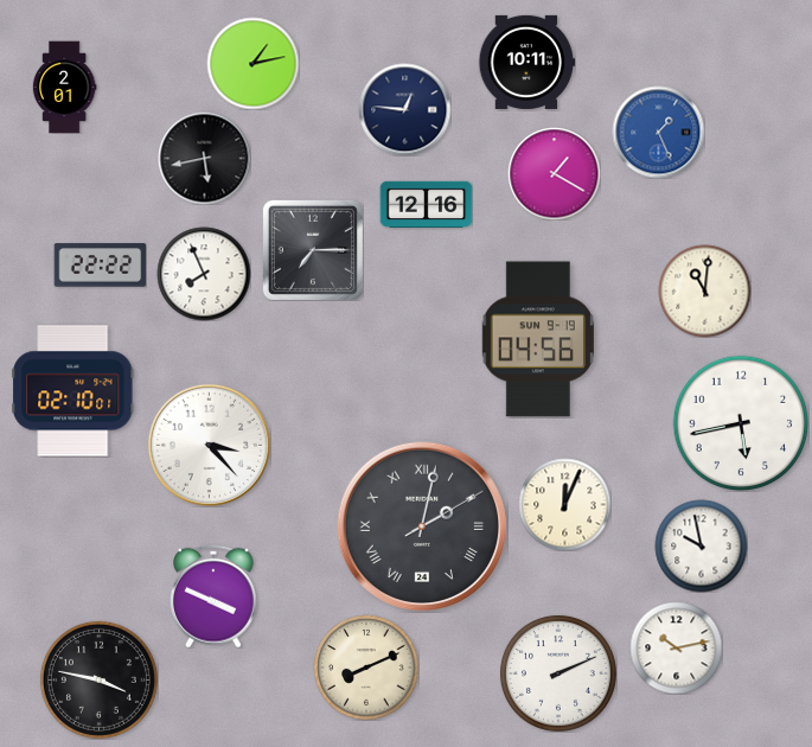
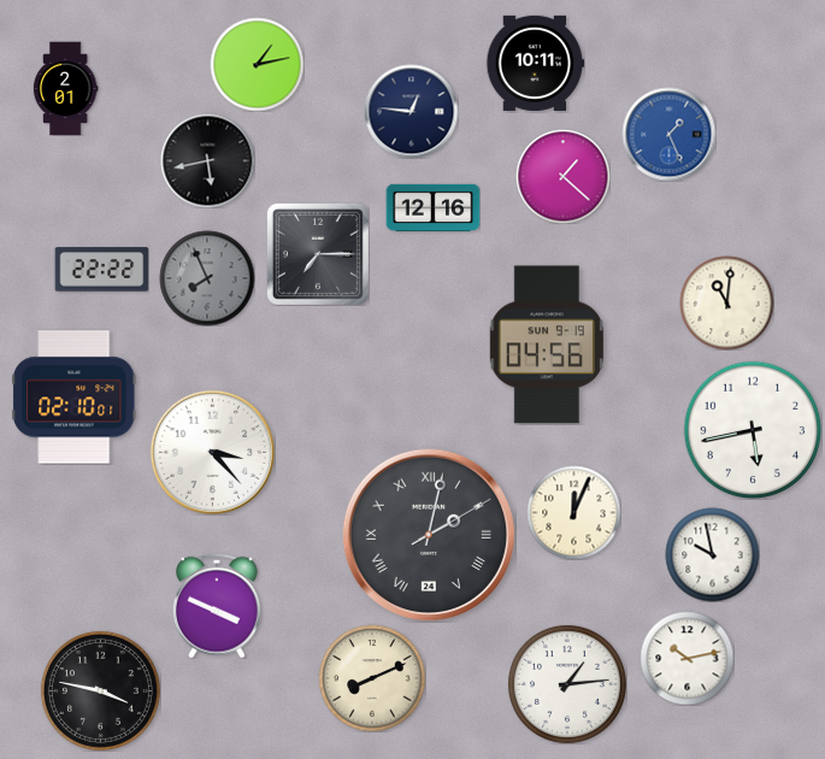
clock at (554, 173): 1:20 -> 1:22
clock at (204, 274) dial: white -> grey
clock at (704, 290) position: (704, 290) -> (726, 302)
clock at (558, 673): 2:11 -> 1:14
